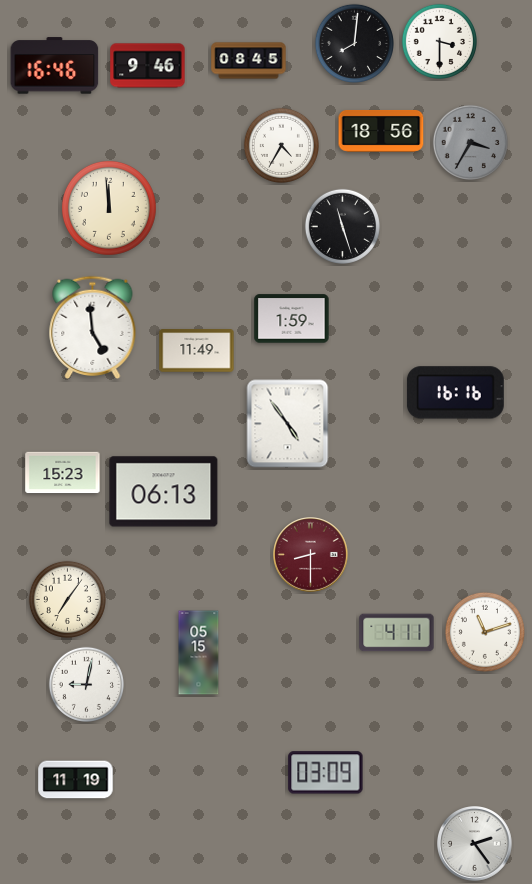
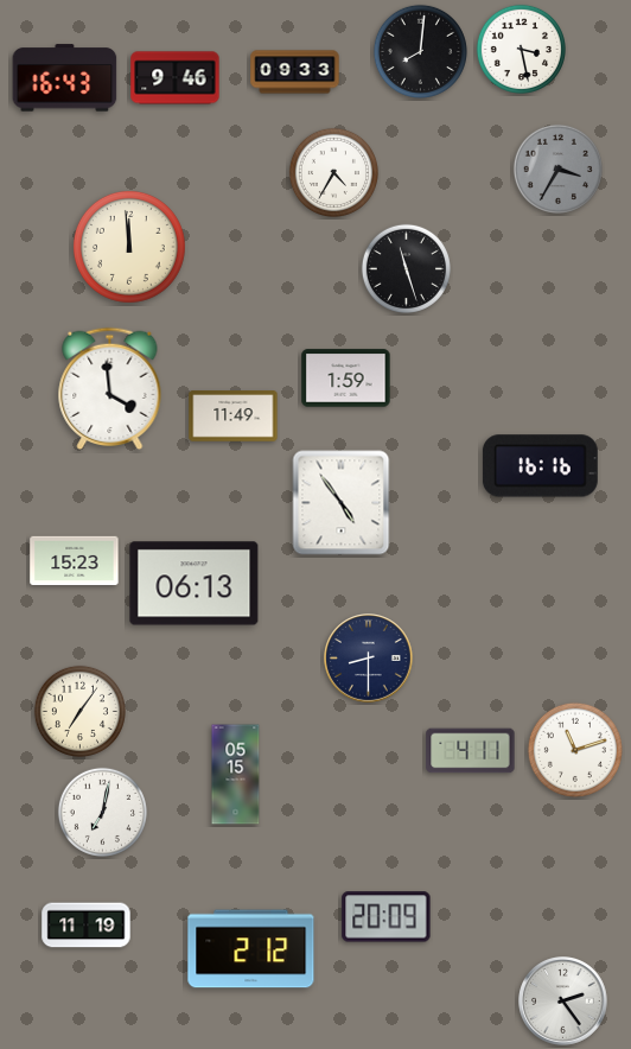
clock at (439, 41): 3:30 -> 3:28
clock at (249, 61): 08:45 -> 09:33
clock at (55, 66): 16:46 -> 16:43
clock at (381, 131): 18:56 -> none
clock at (93, 327): 4:59 -> 3:59
clock at (311, 555) dial: burgundy -> navy
clock at (86, 684): 9:02 -> 7:02
clock at (326, 773): 03:09 -> 20:09
clock at (76, 780) position: (76, 780) -> (87, 926)
clock at (251, 949): none -> 2:12
